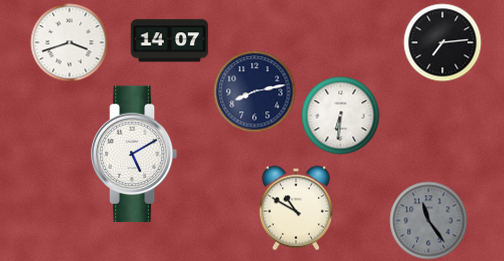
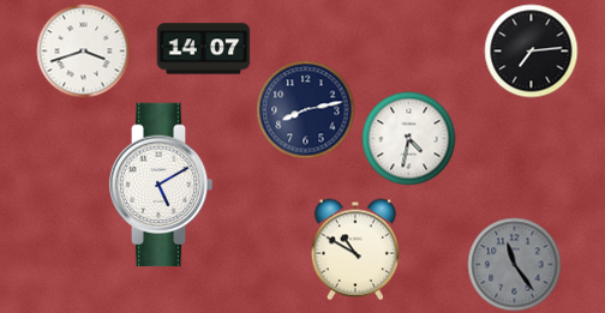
clock at (340, 115): 6:31 -> 4:32
